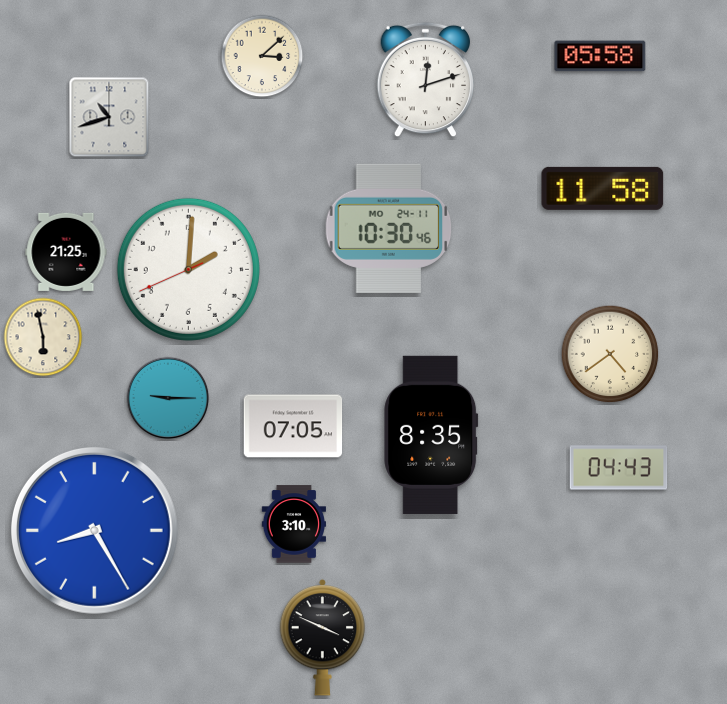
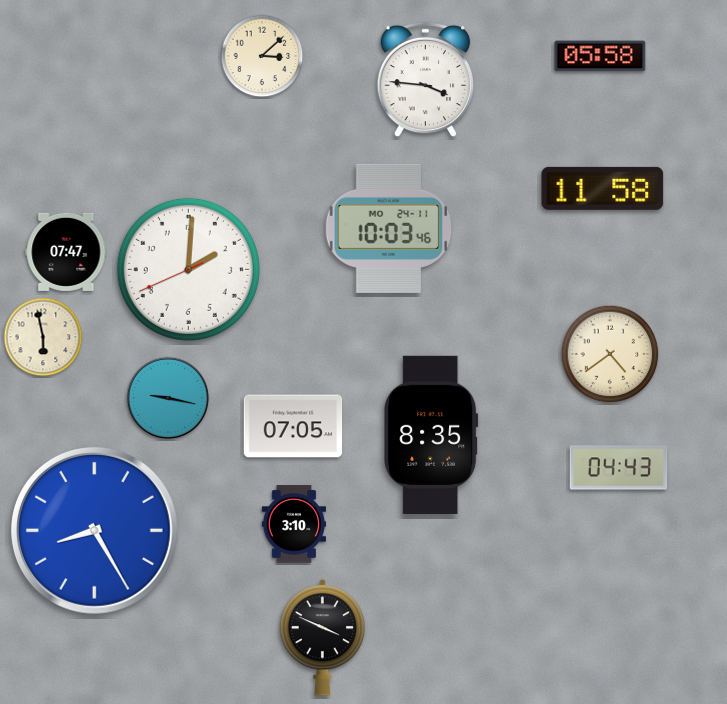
clock at (425, 80): 12:12 -> 3:46
clock at (109, 117): 10:42 -> none
clock at (389, 228): 10:30 -> 10:03
clock at (66, 252): 21:25 -> 07:47
clock at (168, 398): 9:15 -> 9:17
